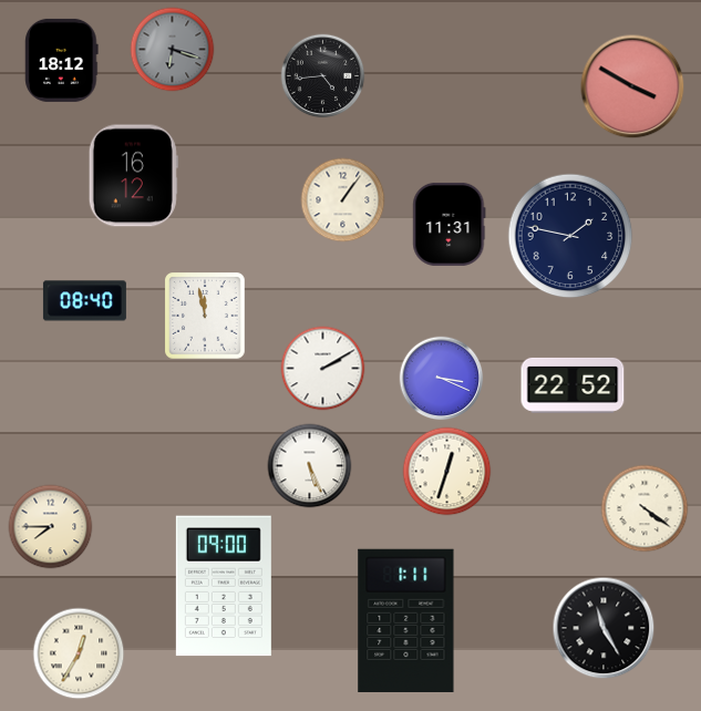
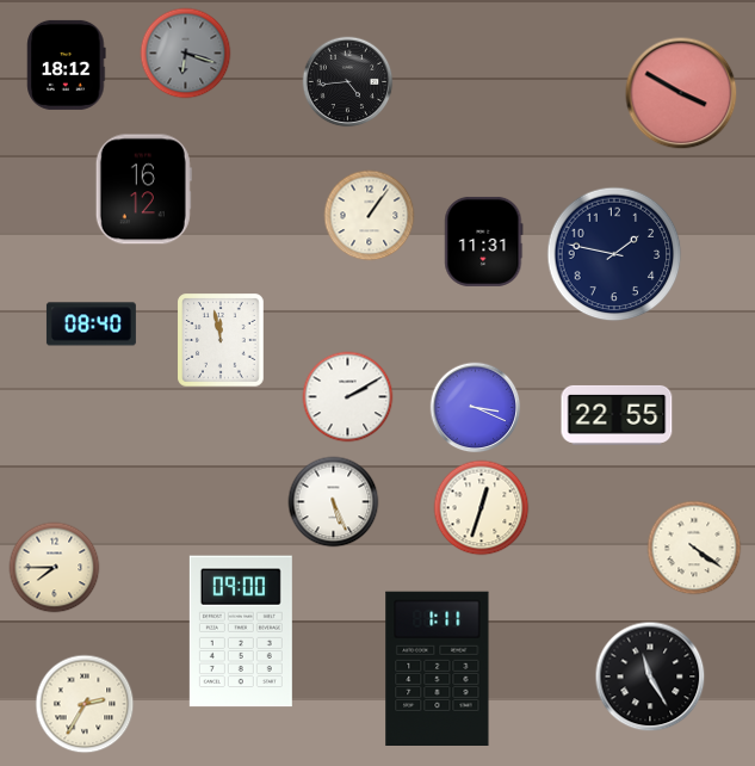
clock at (573, 385): 22:52 -> 22:55
clock at (79, 653): 12:35 -> 2:35
